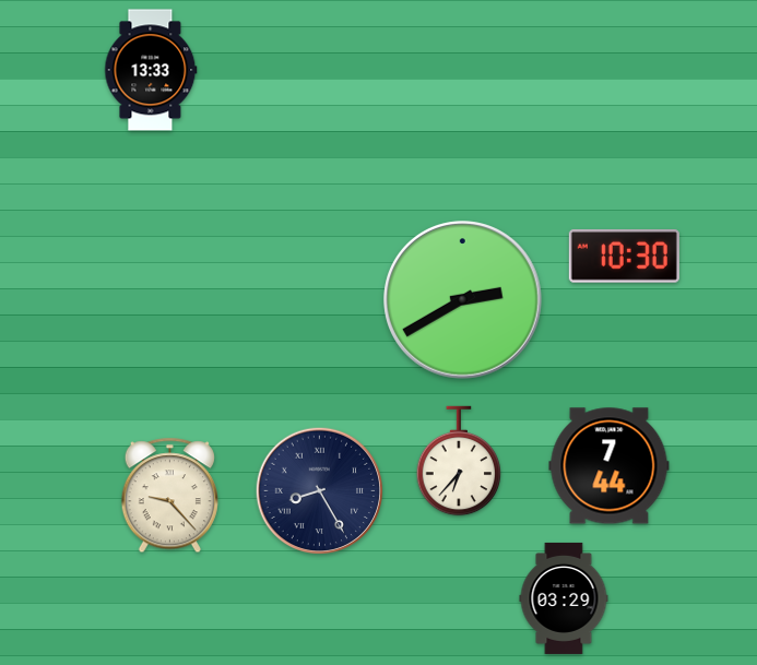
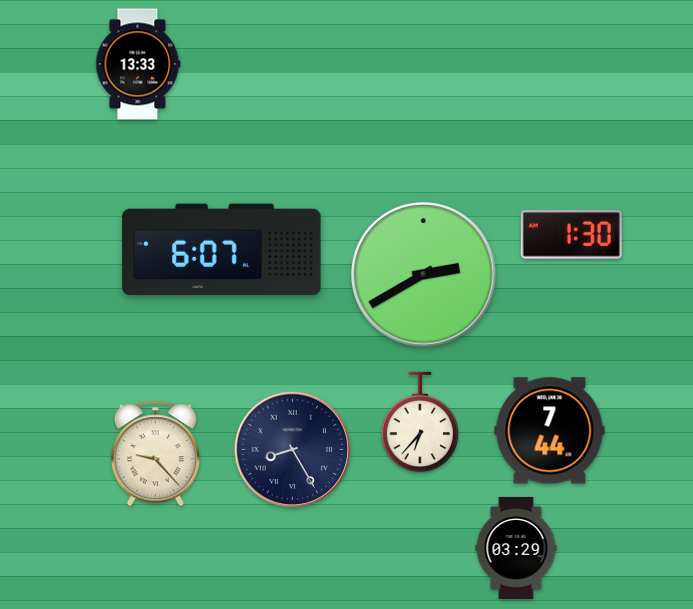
clock at (624, 257): 10:30 -> 1:30
clock at (222, 250): none -> 6:07
clock at (610, 466) position: (610, 466) -> (550, 431)
